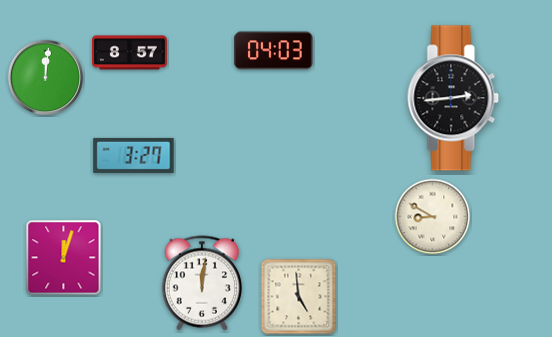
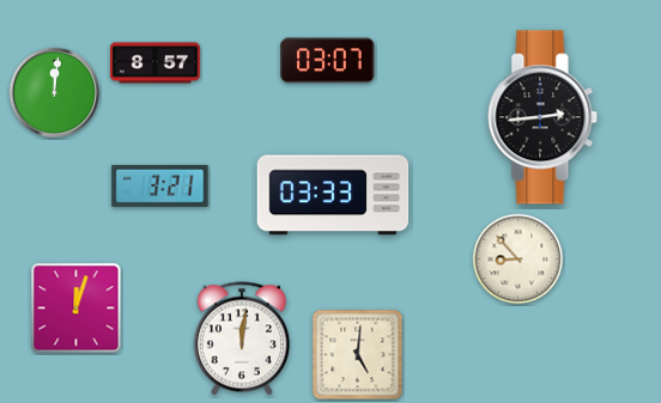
clock at (274, 51): 04:03 -> 03:07
clock at (134, 155): 3:27 -> 3:21
clock at (333, 195): none -> 03:33
clock at (433, 217): 8:50 -> 8:53
clock at (299, 297): 4:59 -> 5:01
